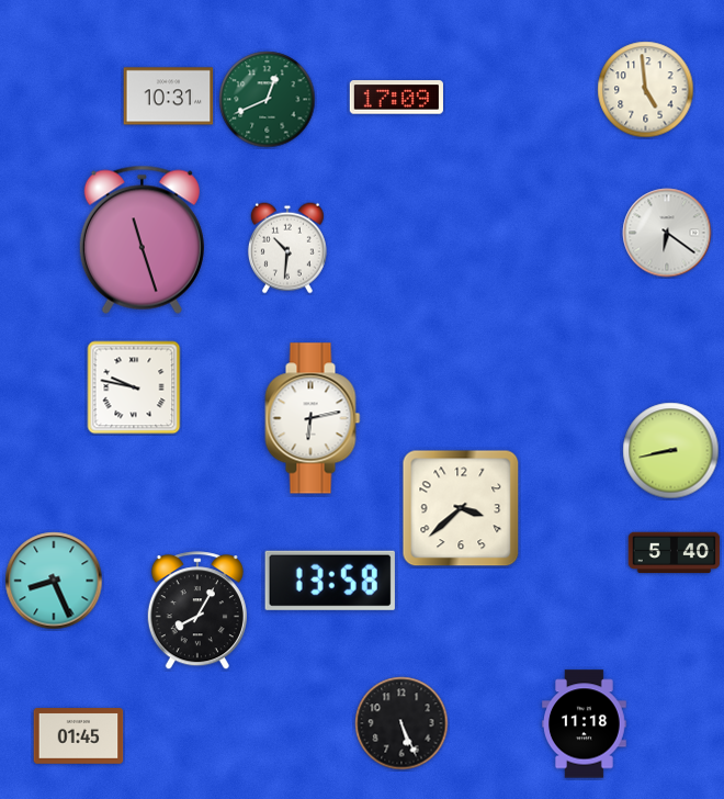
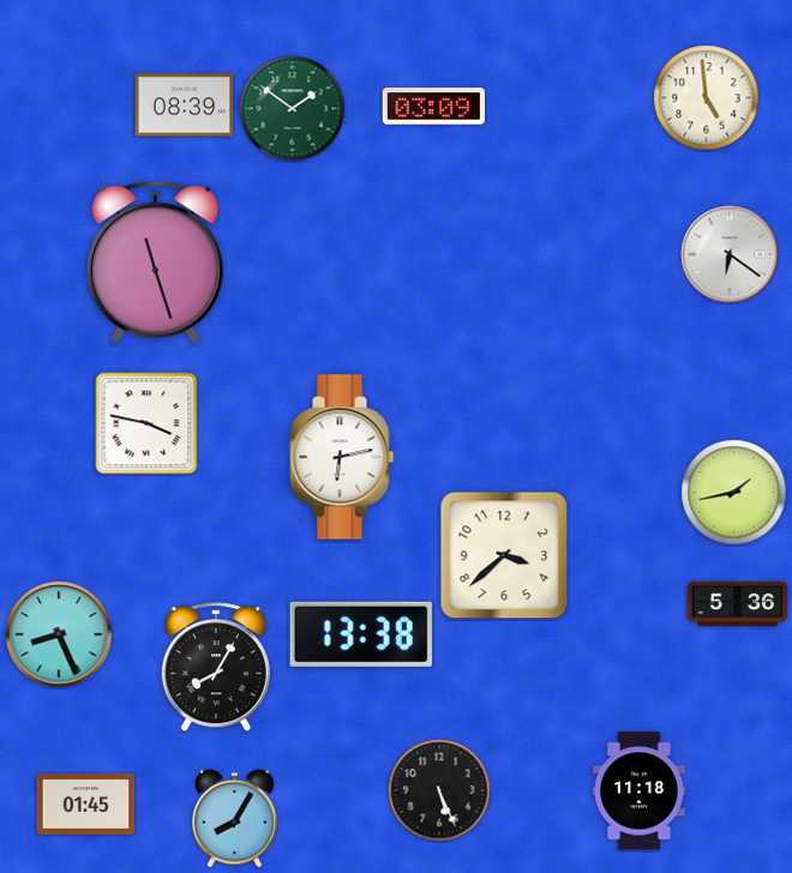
clock at (169, 97): 10:31 -> 08:39
clock at (396, 98): 17:09 -> 03:09
clock at (268, 100): 12:41 -> 1:51
clock at (287, 248): 10:31 -> none
clock at (134, 387): 9:47 -> 3:47
clock at (671, 451): 8:43 -> 1:43
clock at (675, 553): 5:40 -> 5:36
clock at (330, 581): 13:58 -> 13:38
clock at (235, 818): none -> 8:05
